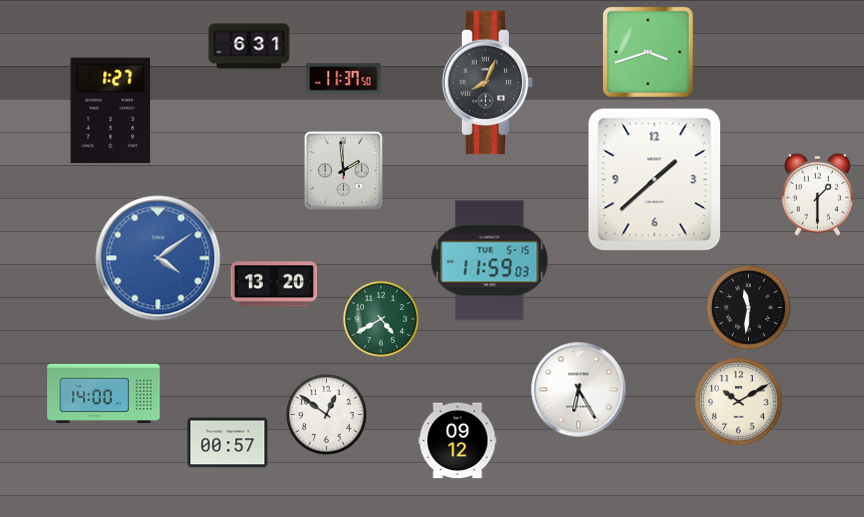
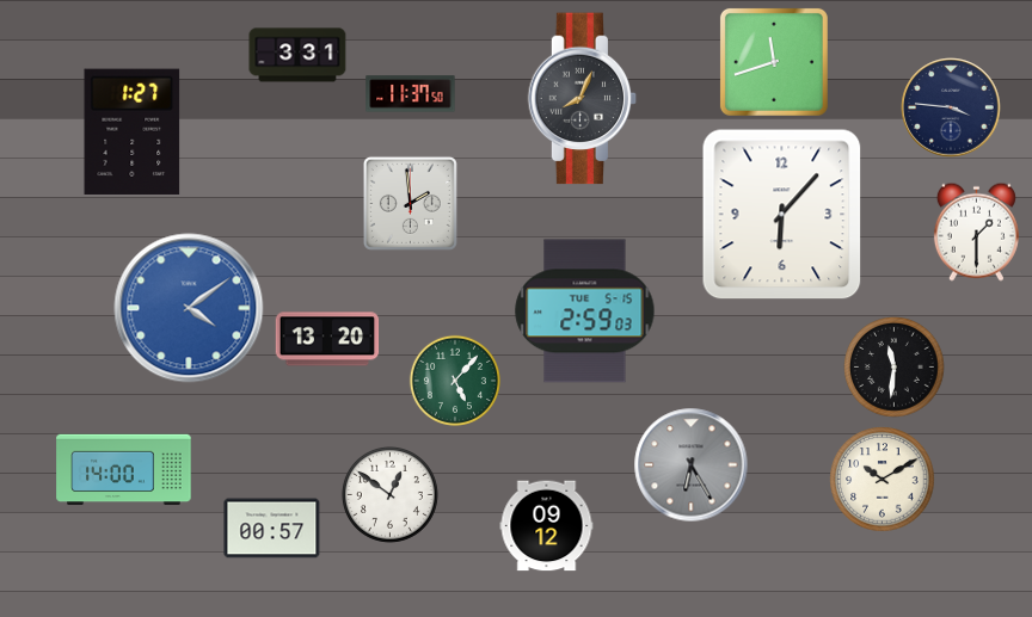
clock at (249, 46): 6:31 -> 3:31
clock at (648, 52): 3:42 -> 11:42
clock at (951, 107): none -> 3:46
clock at (655, 180): 1:38 -> 6:07
clock at (490, 261): 11:59 -> 2:59
clock at (381, 319): 4:40 -> 5:07
clock at (579, 390) dial: white -> grey
